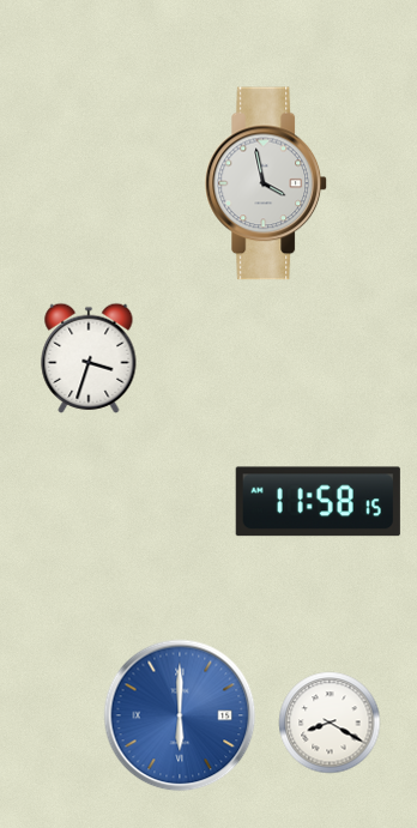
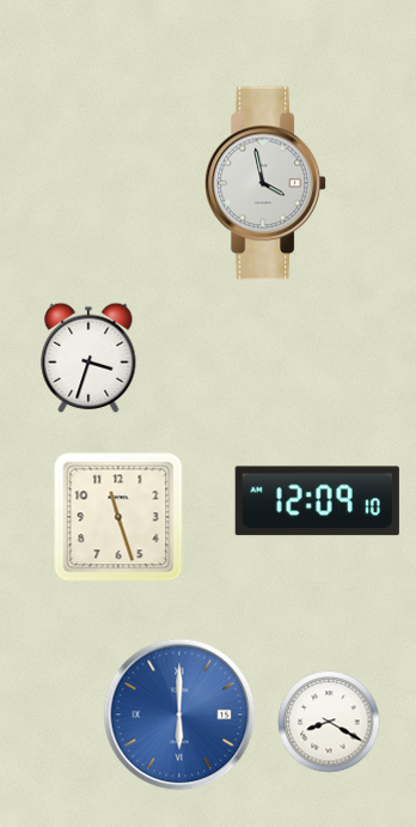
clock at (318, 502): 11:58 -> 12:09
clock at (118, 517): none -> 11:27
